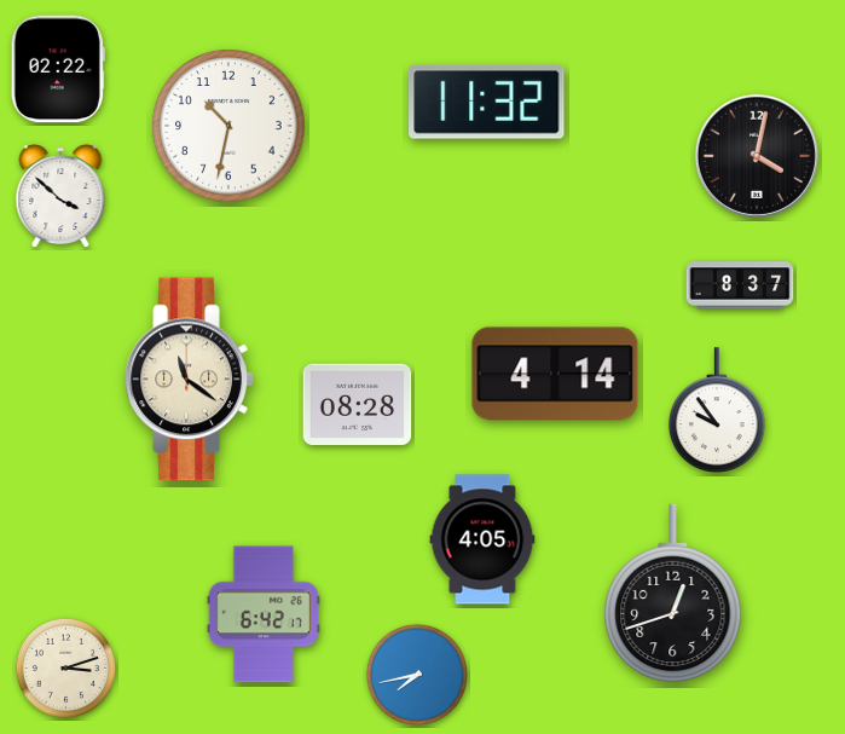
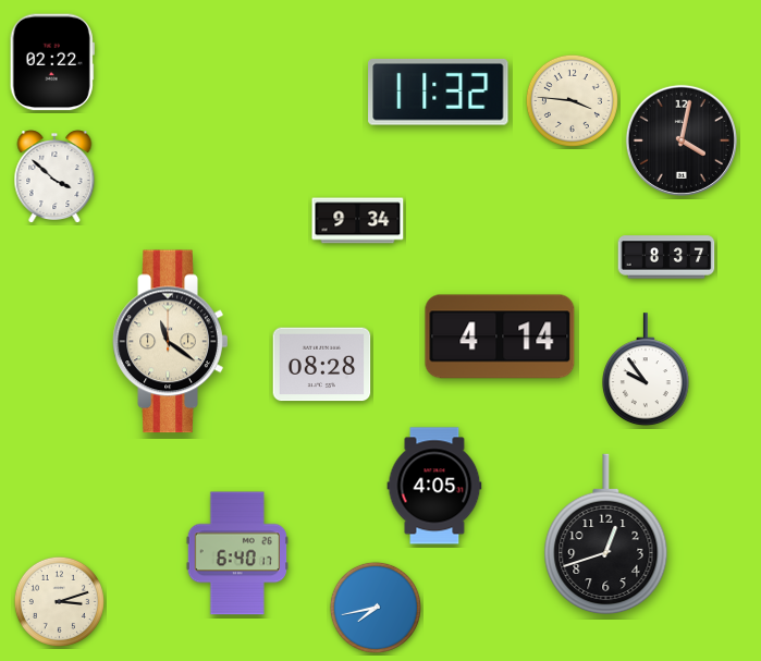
clock at (572, 100): none -> 3:46
clock at (228, 126): 10:32 -> none
clock at (358, 221): none -> 9:34
clock at (262, 614): 6:42 -> 6:40
